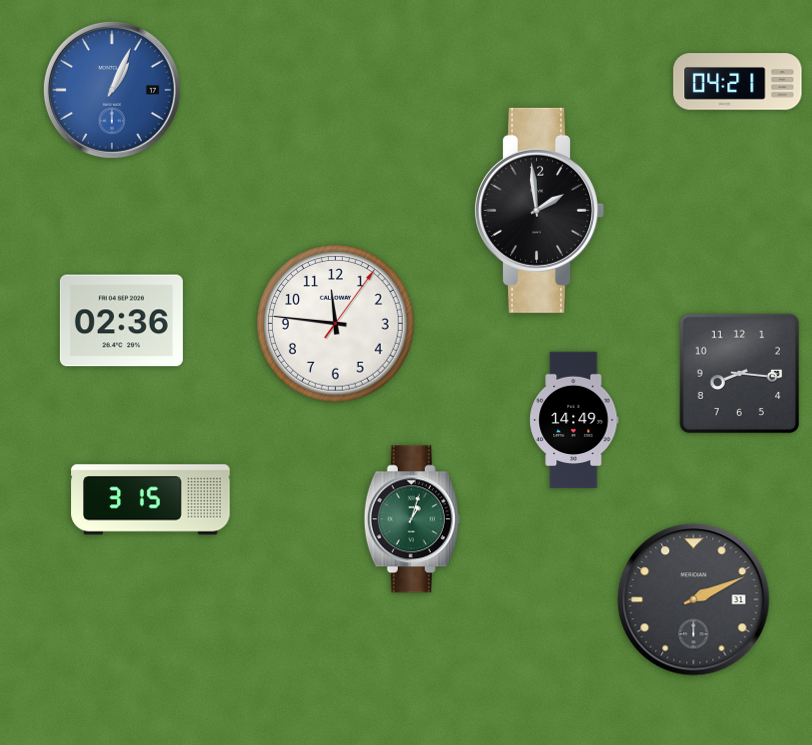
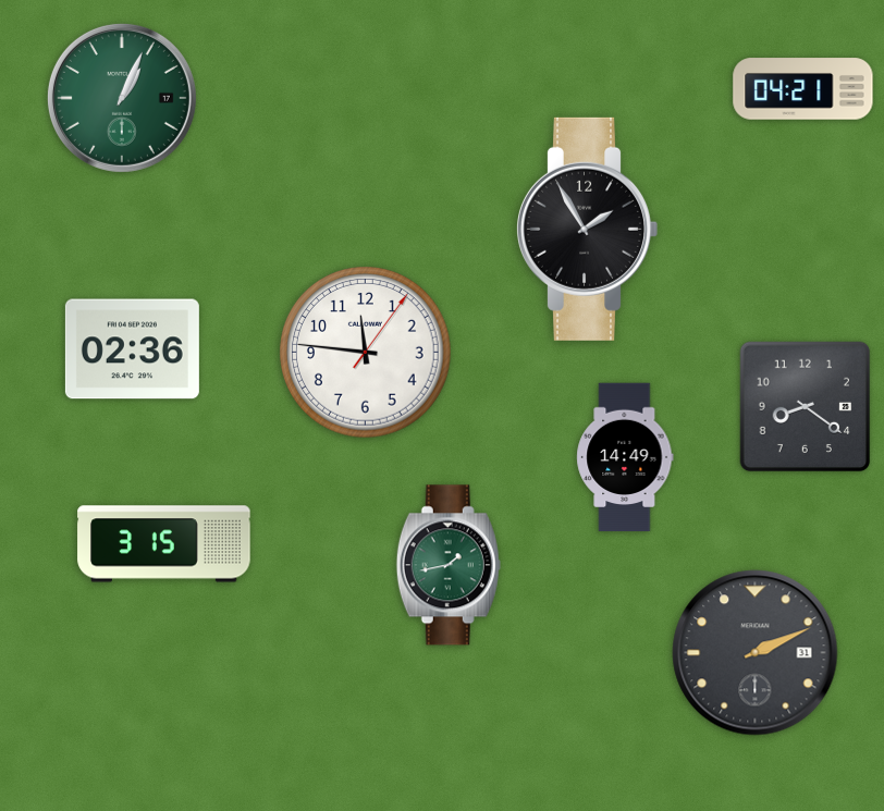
clock at (112, 90) dial: blue -> green
clock at (539, 210): 1:59 -> 1:55
clock at (740, 374): 8:16 -> 8:21
clock at (412, 519): 1:03 -> 1:43
